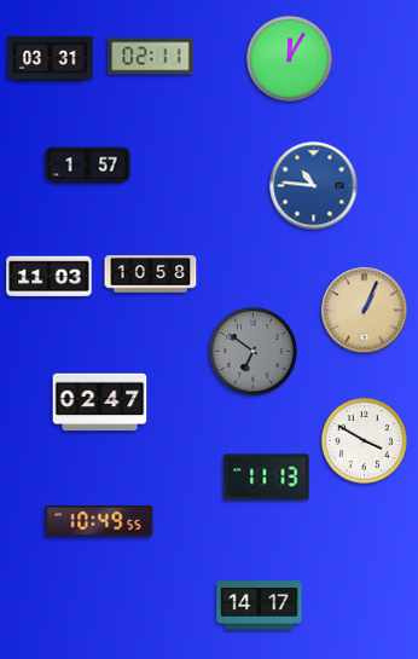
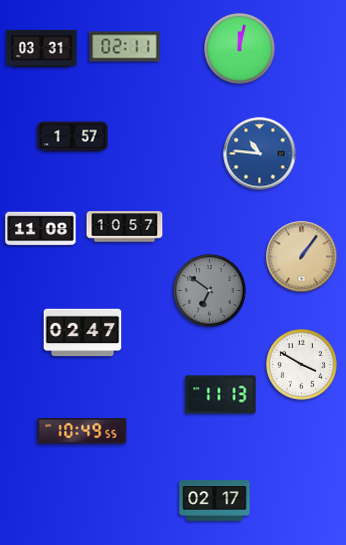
clock at (290, 59): 12:05 -> 12:02
clock at (151, 274): 10:58 -> 10:57
clock at (50, 277): 11:03 -> 11:08
clock at (365, 311): 1:04 -> 1:06
clock at (260, 606): 14:17 -> 02:17
